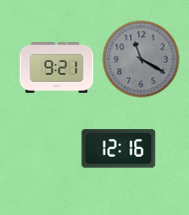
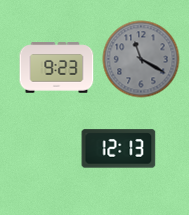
clock at (57, 68): 9:21 -> 9:23
clock at (119, 149): 12:16 -> 12:13
